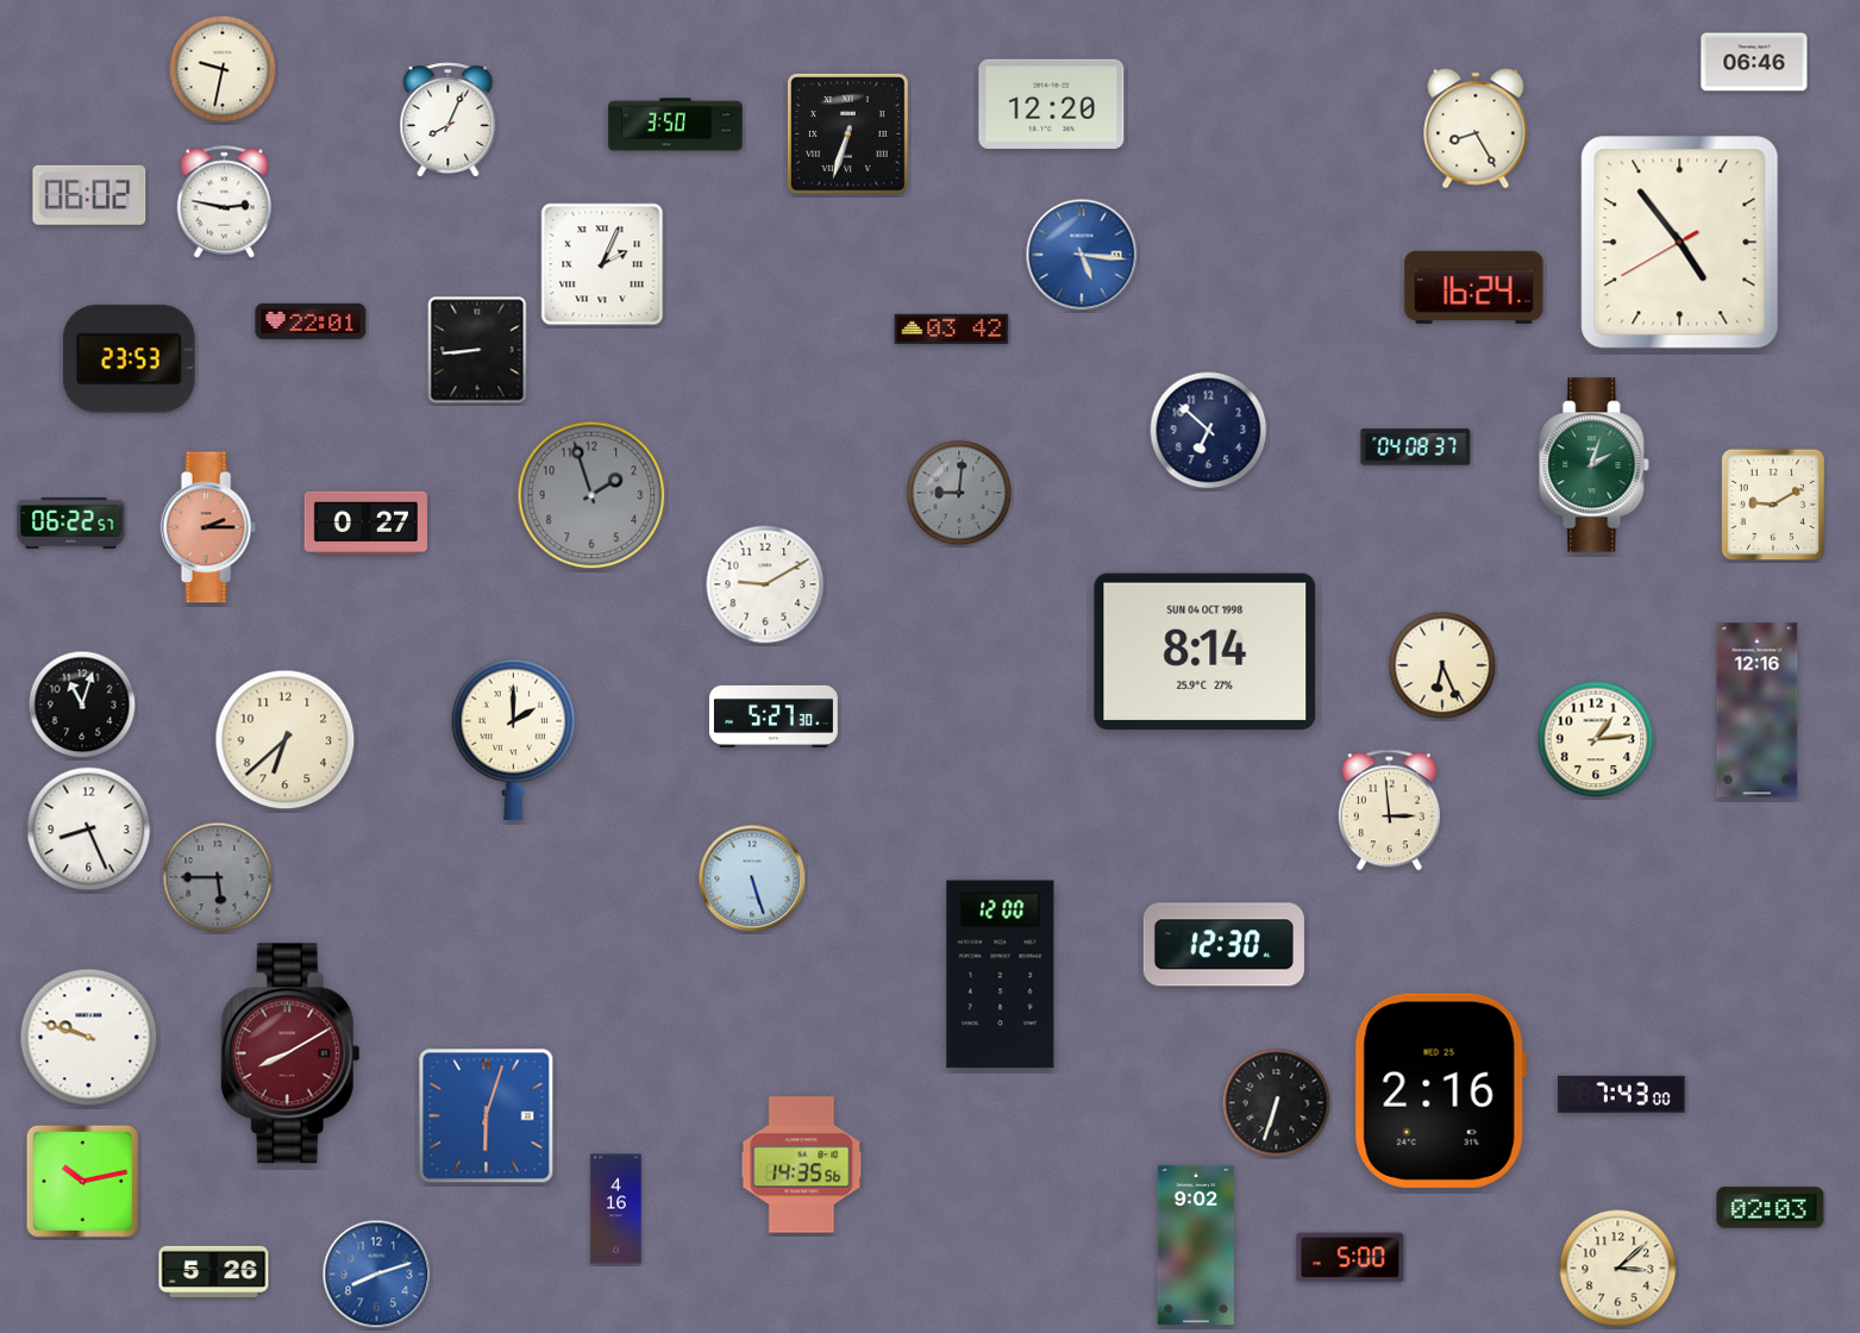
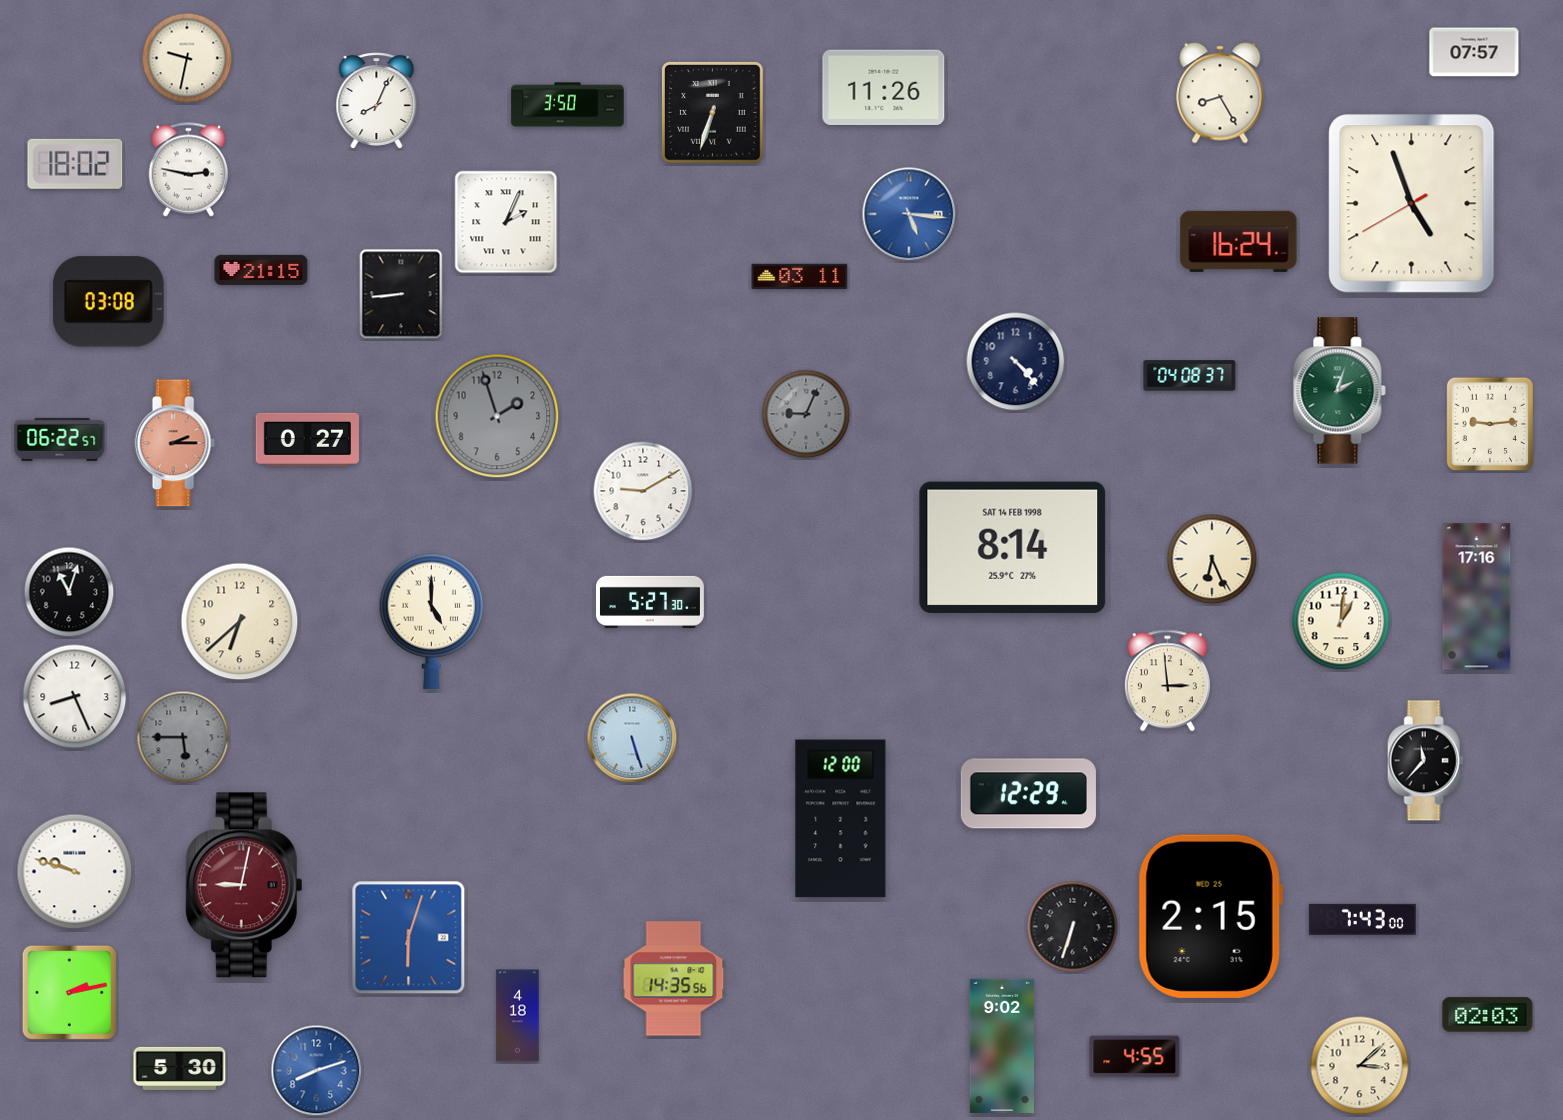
clock at (1754, 62): 06:46 -> 07:57
clock at (1052, 104): 12:20 -> 11:26
clock at (1476, 129) position: (1476, 129) -> (1220, 93)
clock at (89, 195): 06:02 -> 18:02
clock at (1680, 243): 4:53 -> 4:56
clock at (311, 321): 22:01 -> 21:15
clock at (952, 330): 03:42 -> 03:11
clock at (129, 359): 23:53 -> 03:08
clock at (1209, 431): 6:52 -> 4:23
clock at (959, 493): 9:01 -> 9:04
clock at (1772, 505): 9:10 -> 9:14
clock at (1205, 651) date: SUN 04 OCT 1998 -> SAT 14 FEB 1998
clock at (1758, 711): 12:16 -> 17:16
clock at (514, 739): 2:00 -> 5:00
clock at (1596, 739): 1:14 -> 1:01
clock at (1425, 761): none -> 11:37
clock at (1223, 945): 12:30 -> 12:29
clock at (290, 1053): 8:10 -> 9:02
clock at (1440, 1090): 2:16 -> 2:15
clock at (82, 1181): 10:13 -> 2:13
clock at (616, 1209): 4:16 -> 4:18
clock at (1196, 1245) position: (1196, 1245) -> (1002, 1046)
clock at (1351, 1258): 5:00 -> 4:55
clock at (214, 1271): 5:26 -> 5:30
